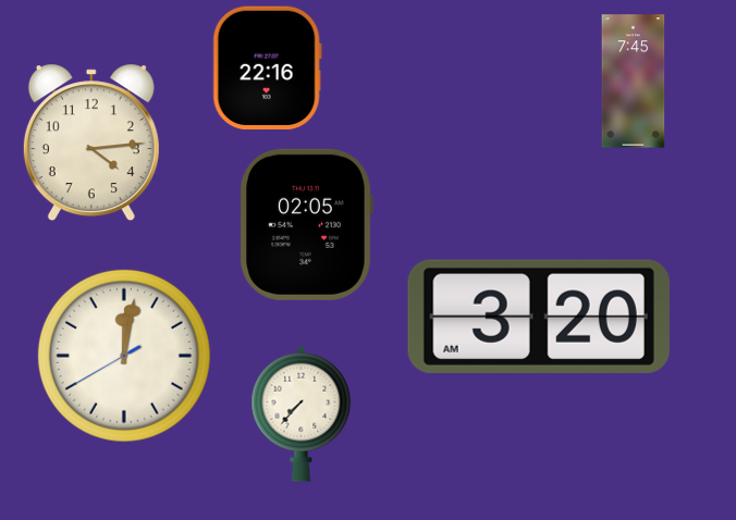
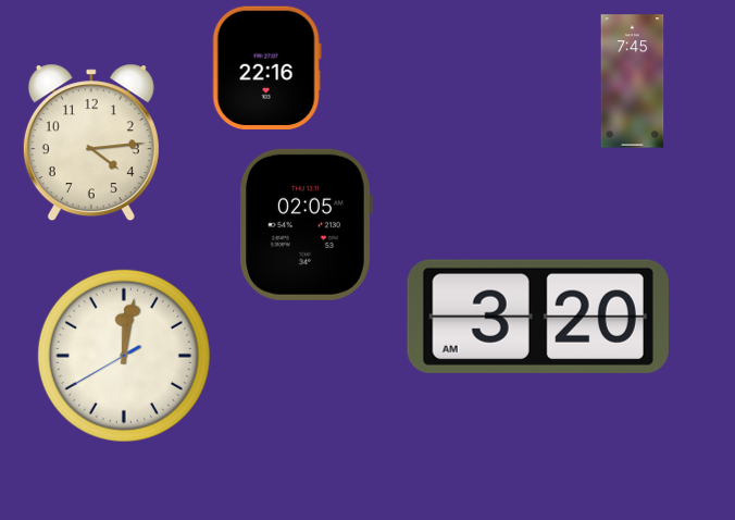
clock at (302, 413): 7:37 -> none
